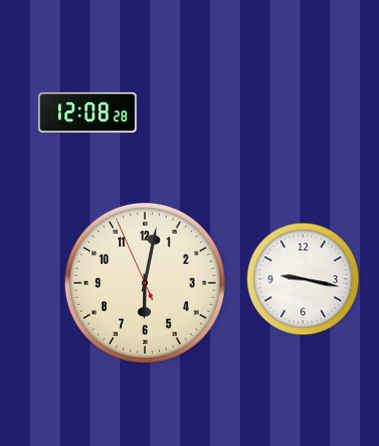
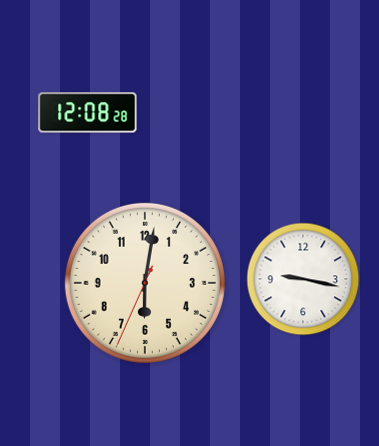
clock at (145, 283): 6:01:56 -> 6:01:34
